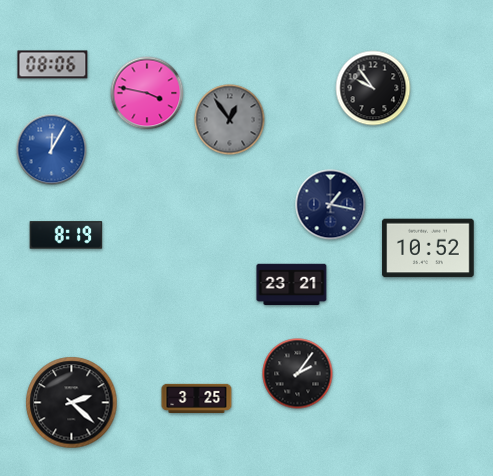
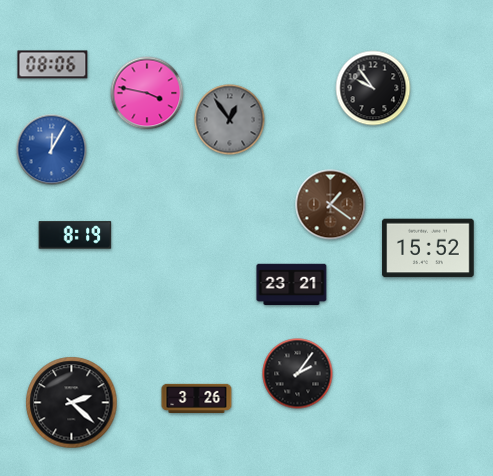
clock at (331, 205): 1:17 -> 1:21
clock at (331, 205) dial: navy -> brown
clock at (66, 235) position: (66, 235) -> (75, 235)
clock at (428, 248): 10:52 -> 15:52
clock at (197, 398): 3:25 -> 3:26
